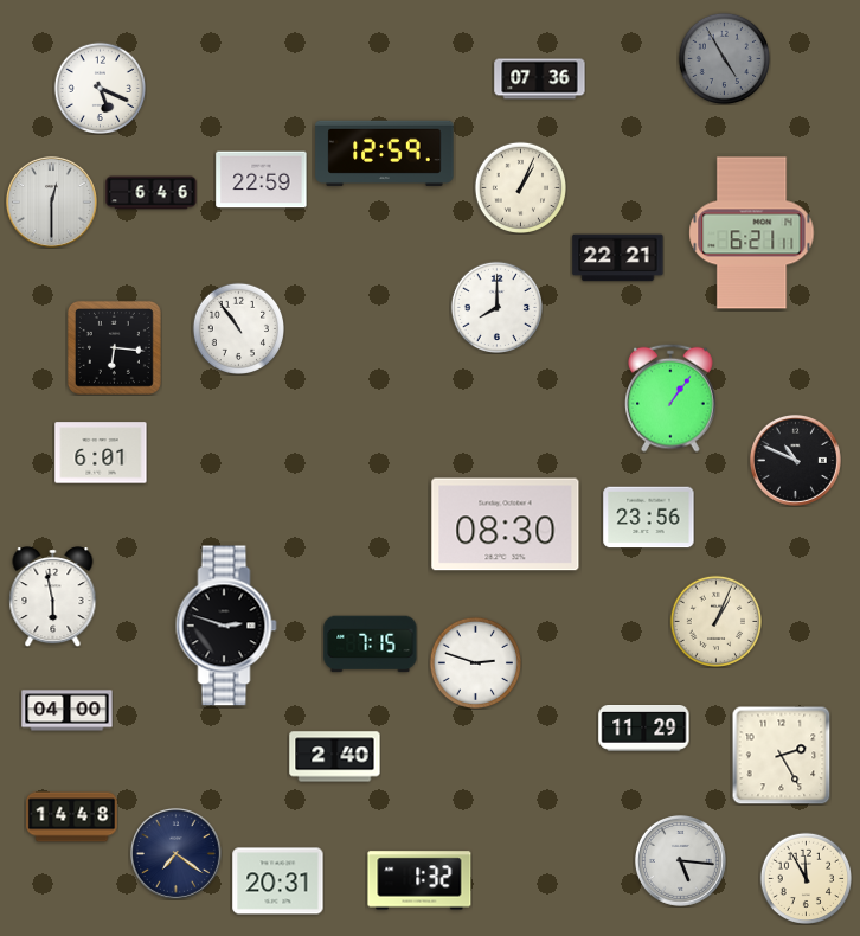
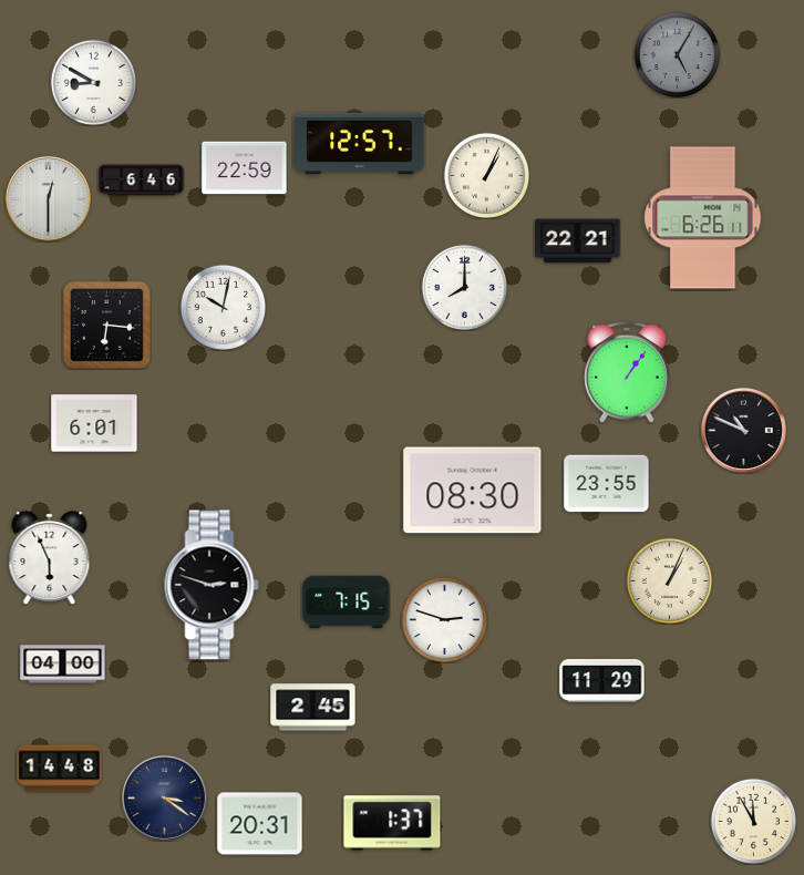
clock at (724, 58): 4:55 -> 5:05
clock at (540, 79): 07:36 -> none
clock at (100, 88): 5:19 -> 8:50
clock at (385, 154): 12:59 -> 12:57
clock at (51, 201) position: (51, 201) -> (48, 198)
clock at (752, 233): 6:21 -> 6:26
clock at (238, 328): 10:54 -> 10:02
clock at (649, 518): 23:56 -> 23:55
clock at (53, 597): 5:58 -> 5:56
clock at (781, 755): 2:25 -> none
clock at (335, 757): 2:40 -> 2:45
clock at (72, 818) position: (72, 818) -> (60, 769)
clock at (175, 853): 7:21 -> 3:21
clock at (680, 860): 5:16 -> none
clock at (419, 880): 1:32 -> 1:37
